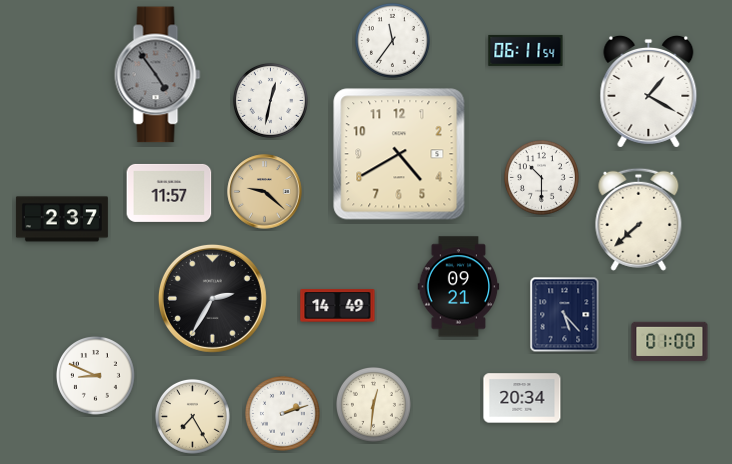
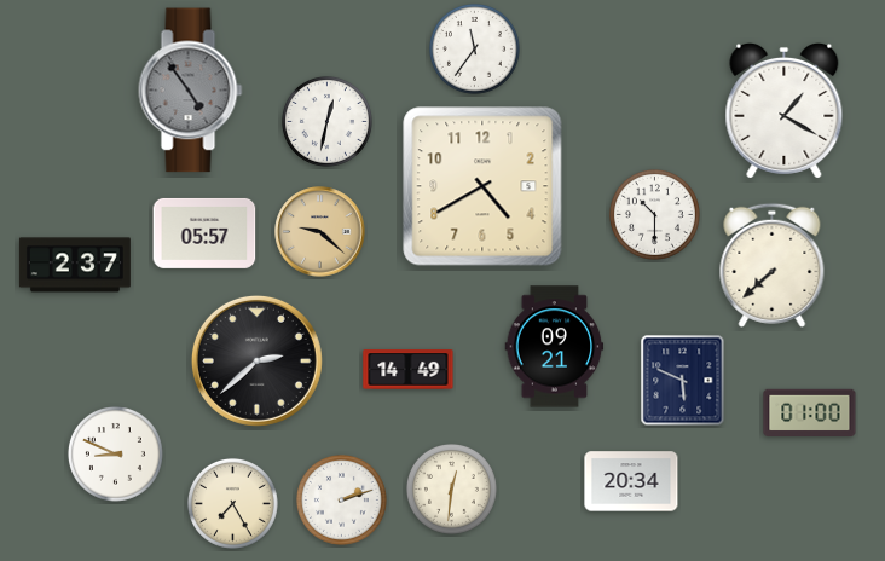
clock at (526, 50): 06:11 -> none
clock at (169, 193): 11:57 -> 05:57
clock at (212, 298): 2:35 -> 2:38
clock at (565, 315): 5:23 -> 5:49
